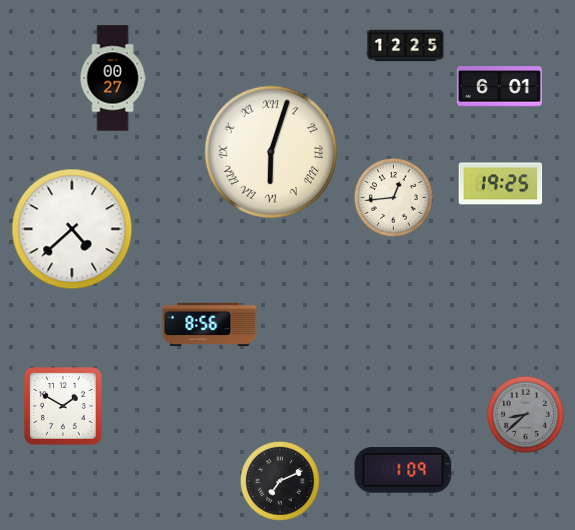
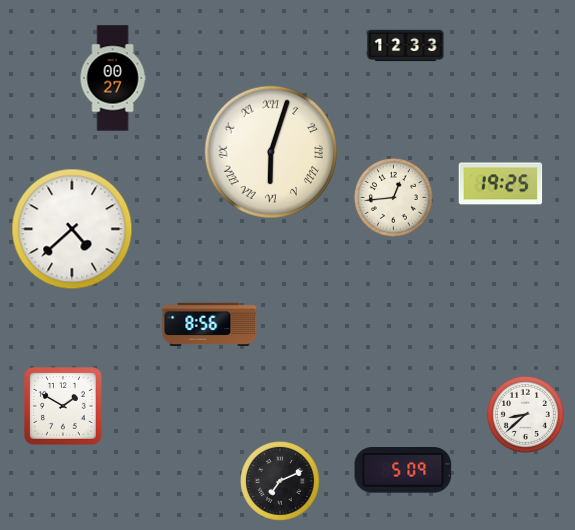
clock at (406, 46): 12:25 -> 12:33
clock at (499, 87): 6:01 -> none
clock at (525, 414) dial: grey -> white
clock at (403, 471): 1:09 -> 5:09
